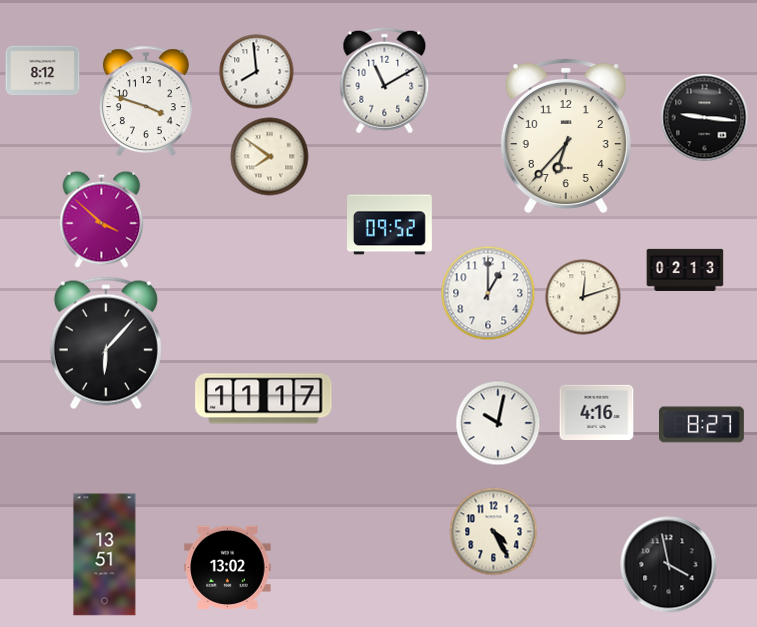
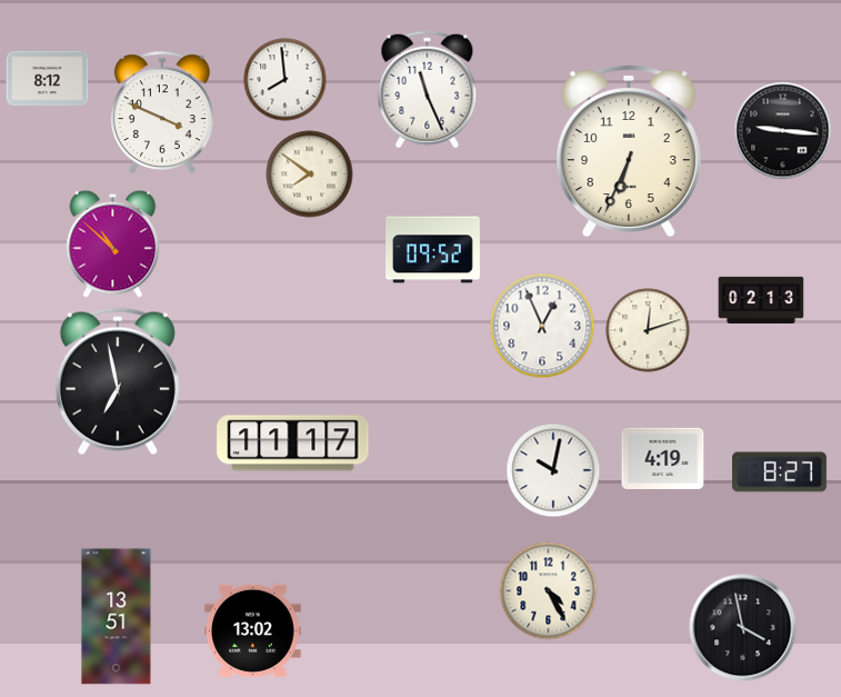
clock at (385, 81): 11:10 -> 11:26
clock at (146, 101): 3:48 -> 3:49
clock at (566, 136): 6:37 -> 6:34
clock at (270, 157) position: (270, 157) -> (310, 175)
clock at (102, 219): 3:52 -> 10:52
clock at (488, 293): 1:00 -> 12:56
clock at (106, 343): 6:07 -> 6:58
clock at (597, 412): 4:16 -> 4:19
